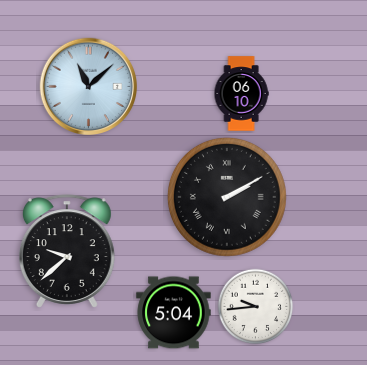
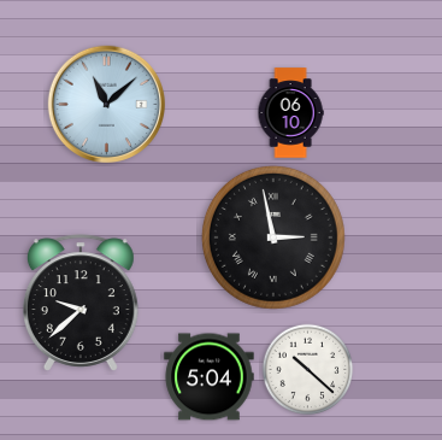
clock at (227, 197): 2:10 -> 2:58
clock at (256, 307): 9:44 -> 10:22
